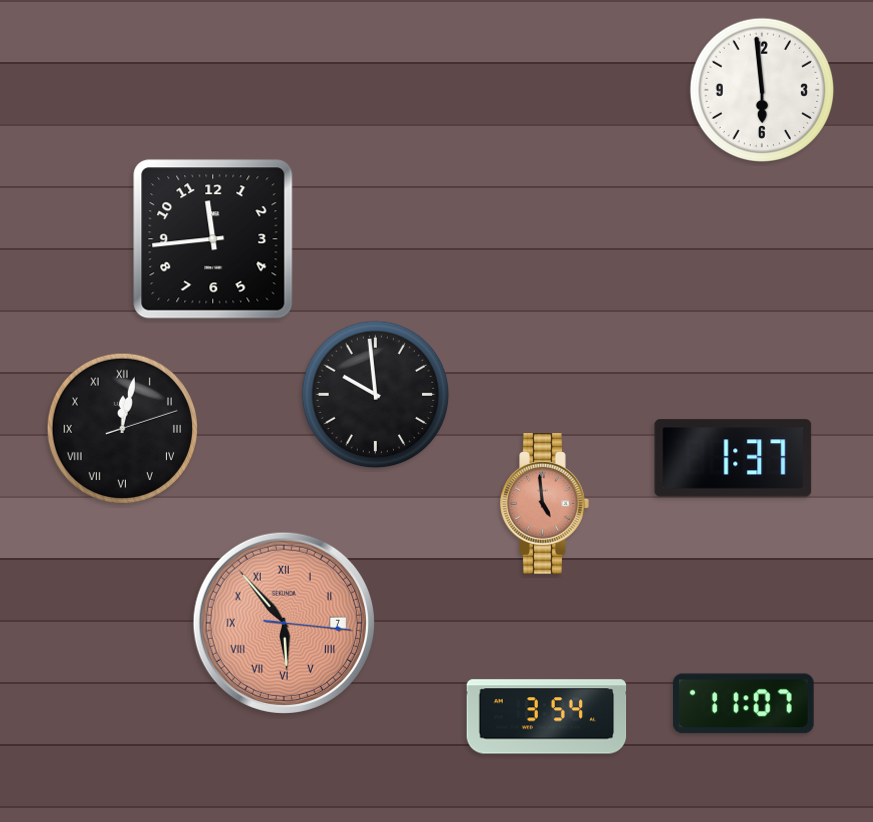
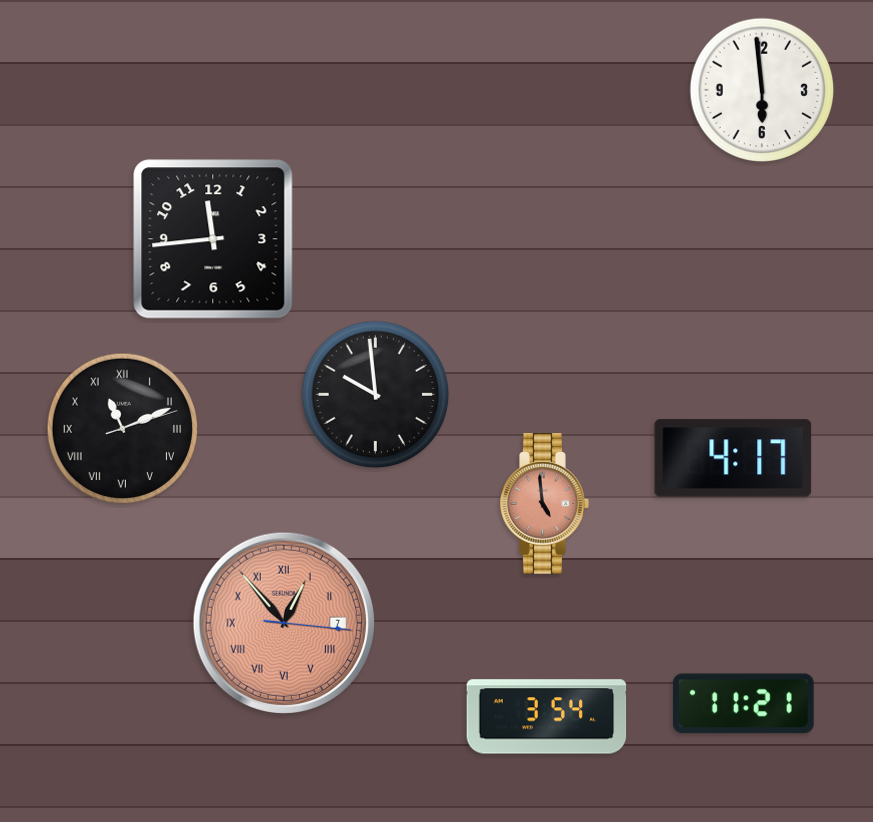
clock at (123, 429): 12:02 -> 11:11
clock at (733, 458): 1:37 -> 4:17
clock at (284, 623): 5:53 -> 12:53
clock at (743, 704): 11:07 -> 11:21
